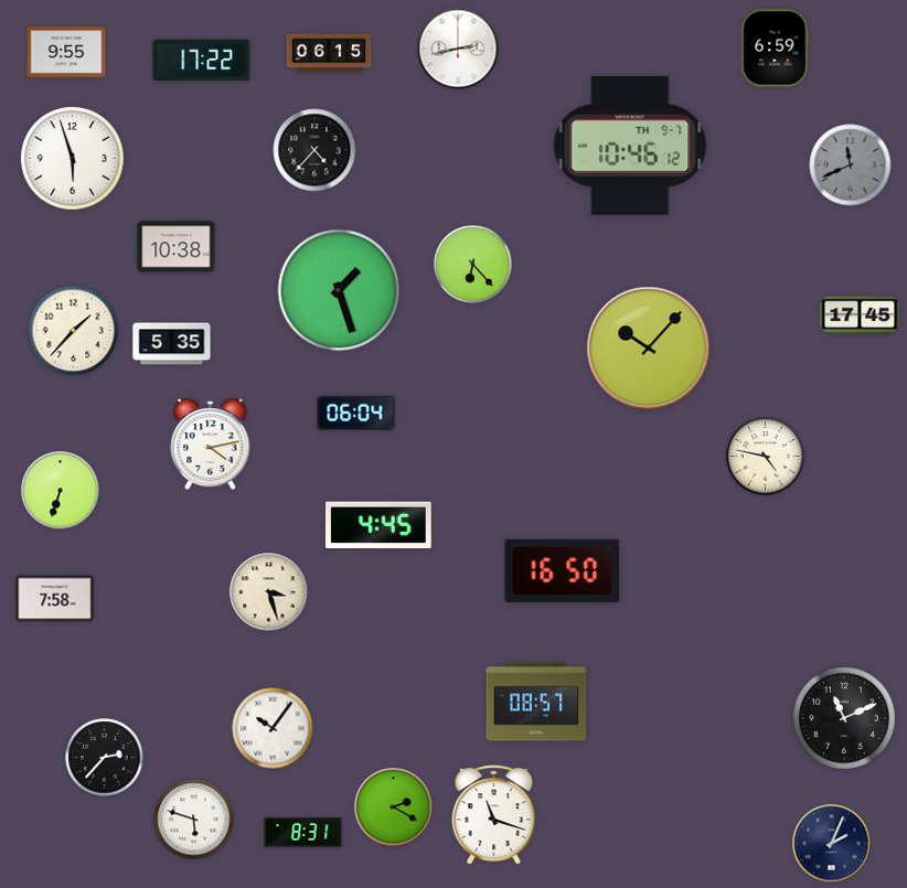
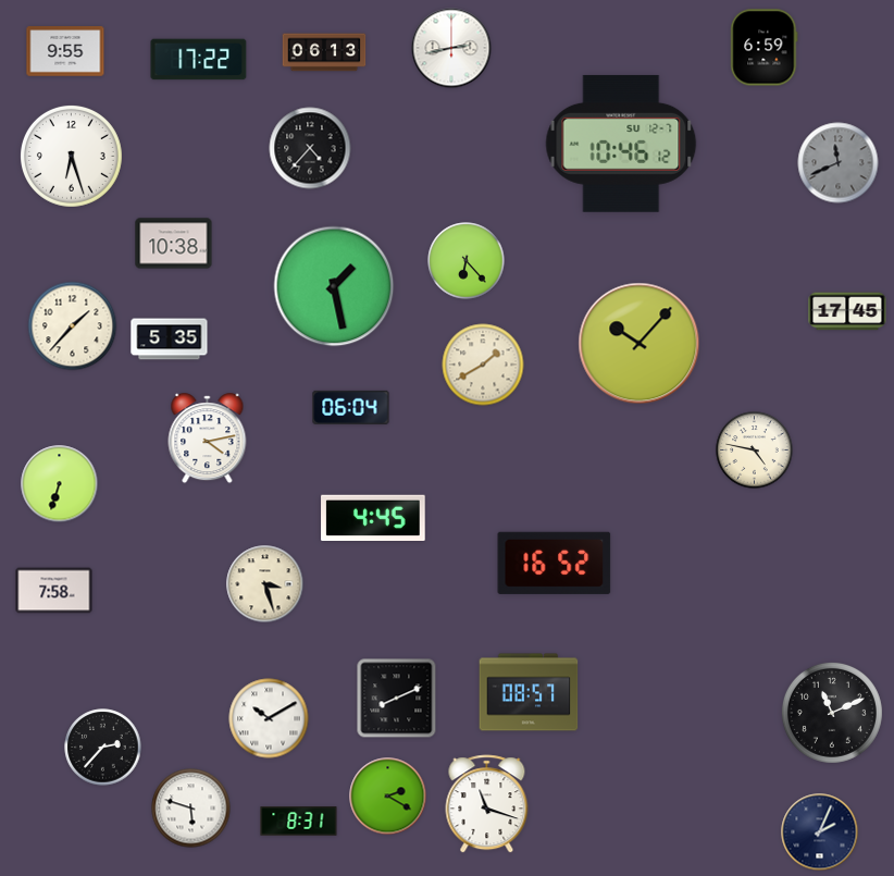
clock at (329, 53): 06:15 -> 06:13
clock at (630, 146) date: TH 9-7 -> SU 12-7
clock at (72, 158): 5:57 -> 6:27
clock at (339, 290): 1:27 -> 1:28
clock at (483, 365): none -> 1:40
clock at (563, 570): 16:50 -> 16:52
clock at (397, 699): none -> 8:11
clock at (844, 718) position: (844, 718) -> (832, 713)
clock at (273, 728): 10:06 -> 10:10
